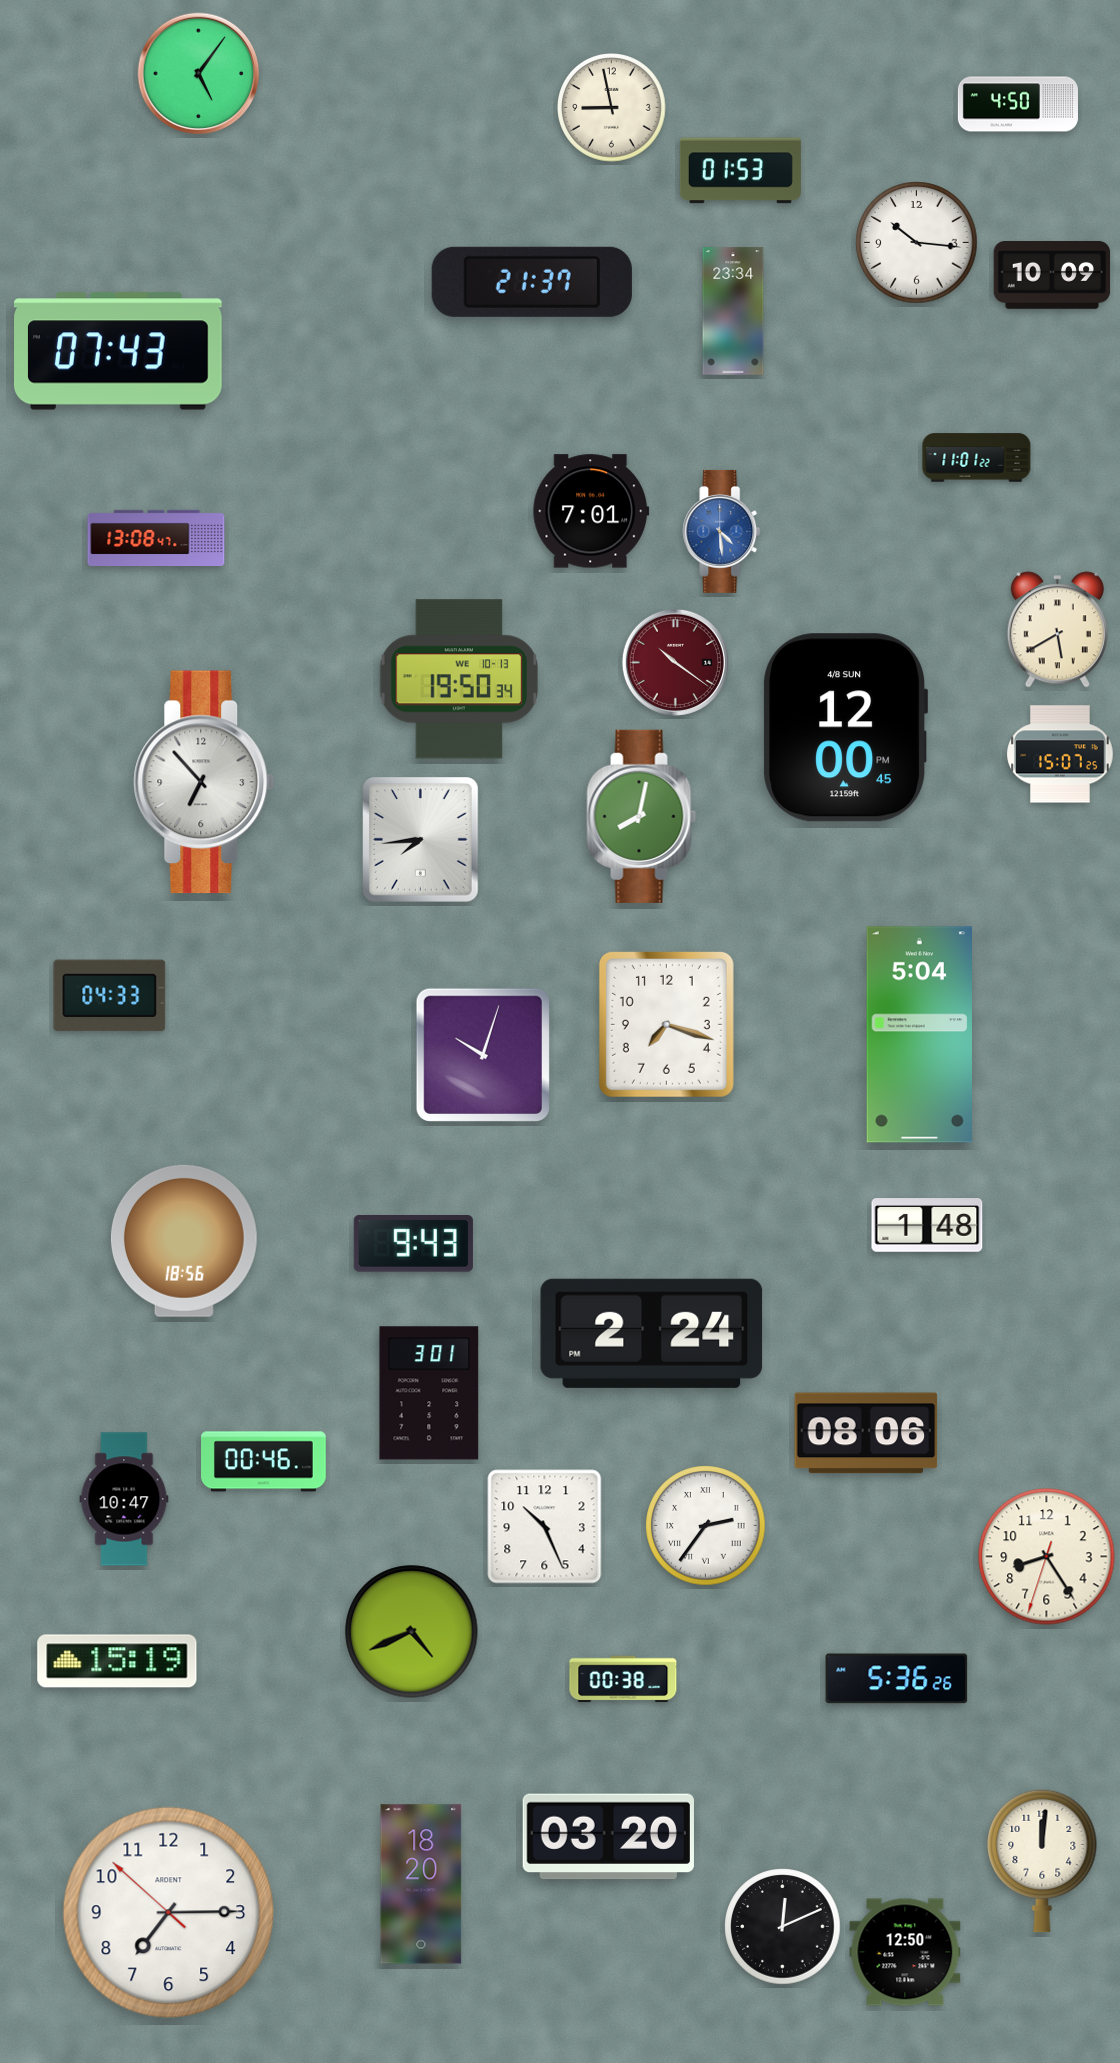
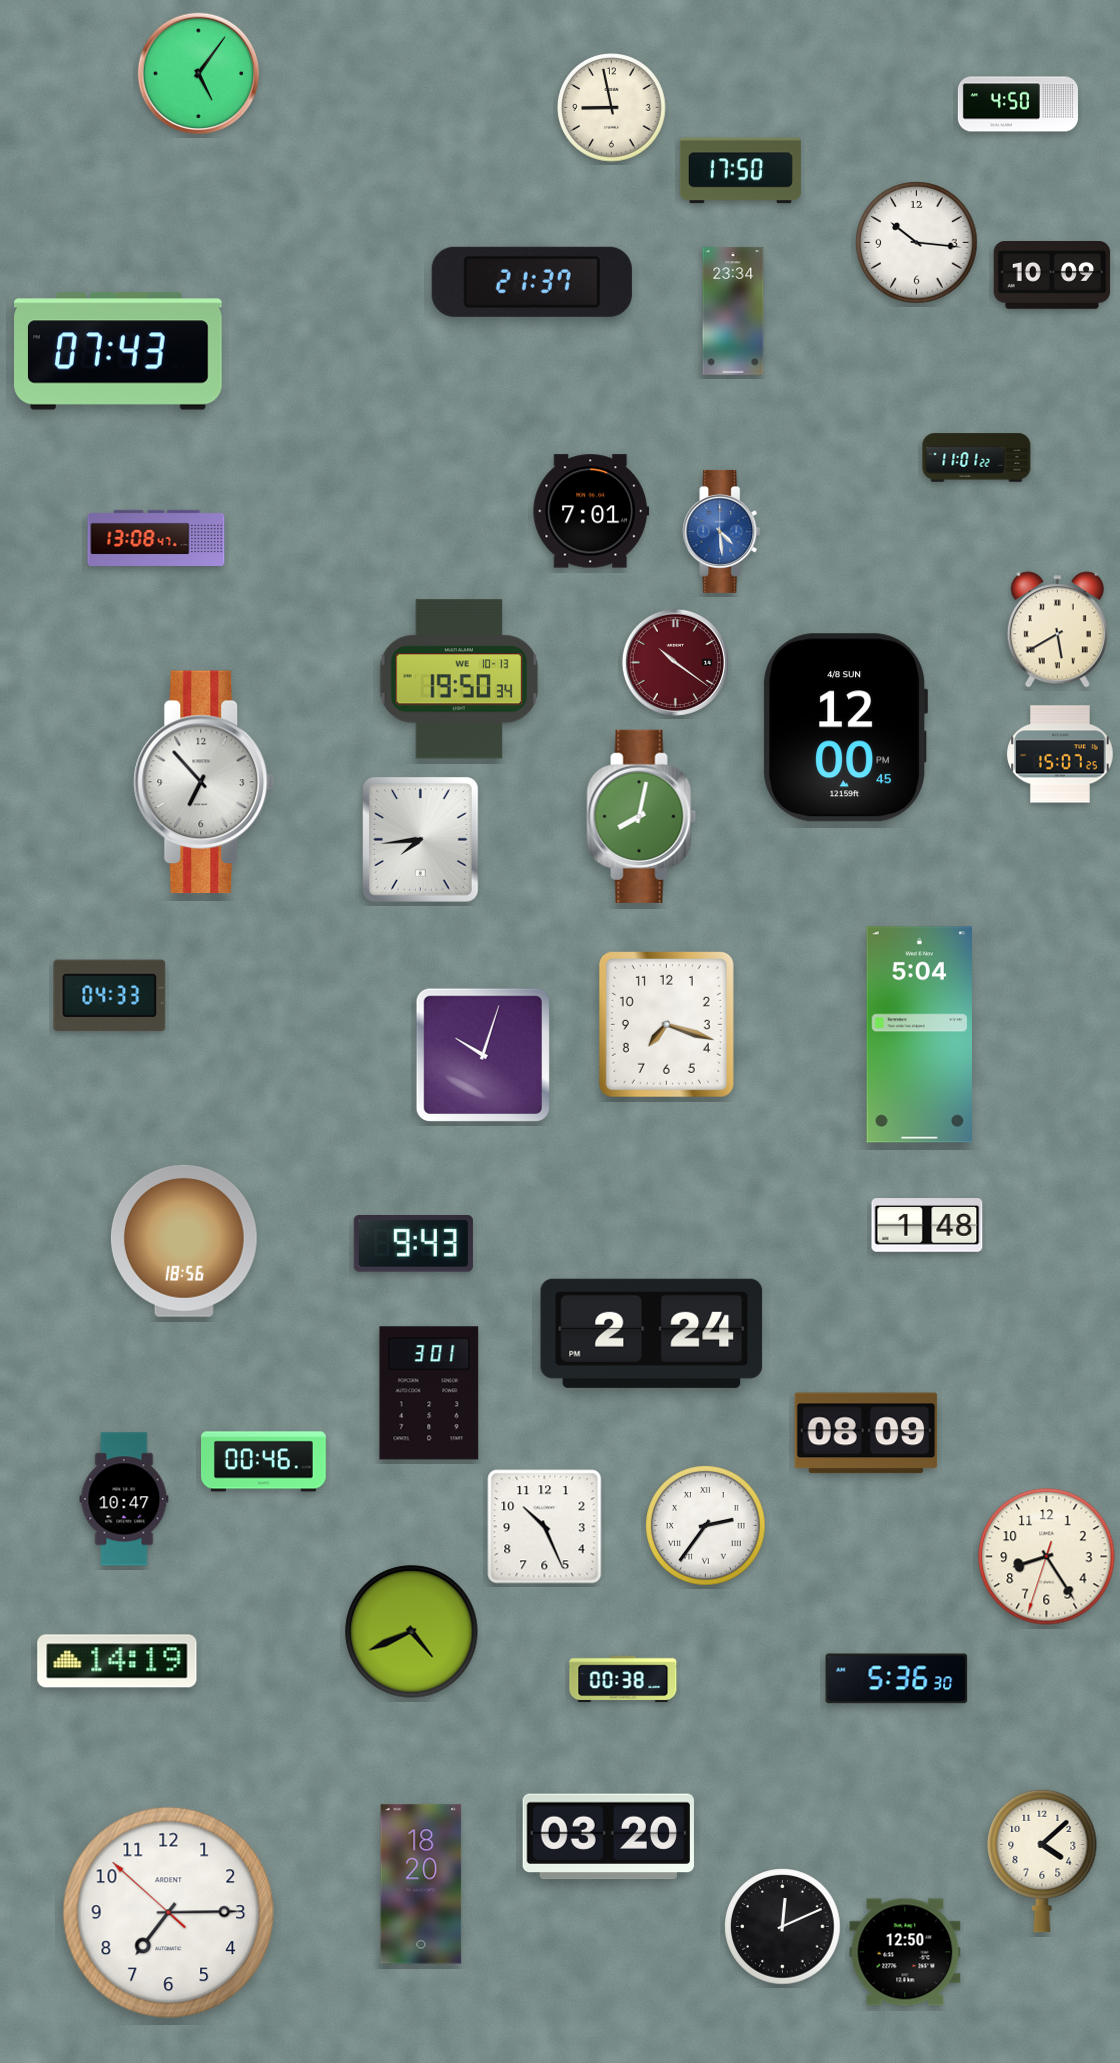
clock at (740, 171): 01:53 -> 17:50
clock at (866, 1433): 08:06 -> 08:09
clock at (117, 1661): 15:19 -> 14:19
clock at (897, 1679): 5:36:26 -> 5:36:30
clock at (1042, 1861): 12:01 -> 4:08
